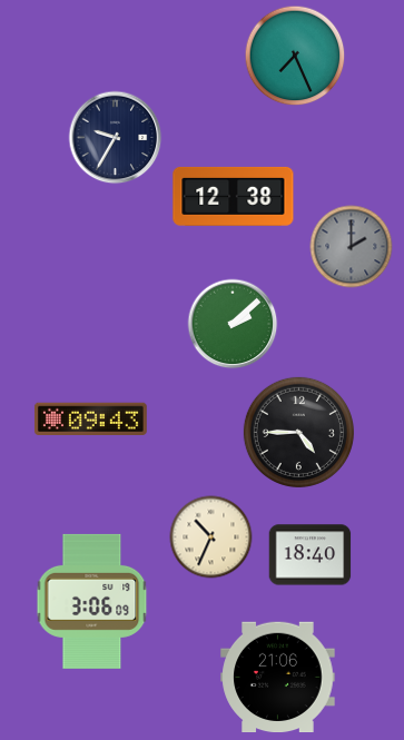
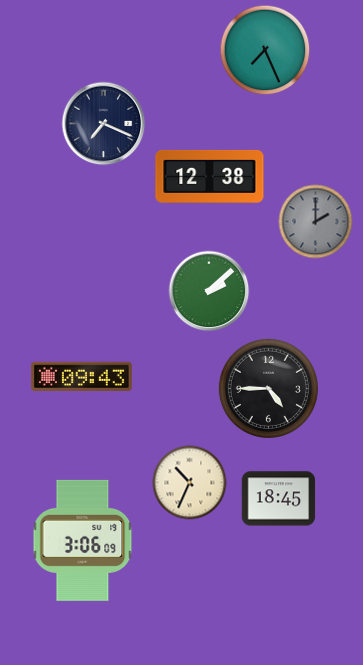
clock at (116, 138): 9:35 -> 7:19
clock at (311, 555): 18:40 -> 18:45
clock at (278, 678): 21:06 -> none
